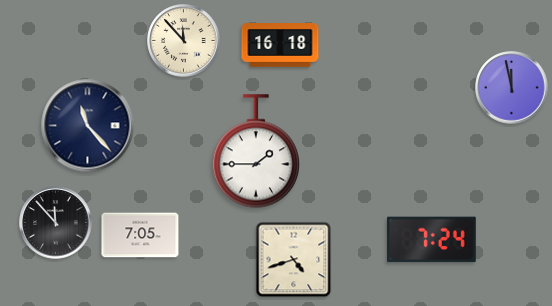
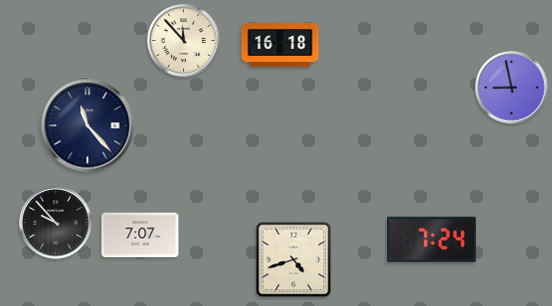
clock at (512, 88): 11:58 -> 8:58
clock at (255, 151): 1:45 -> none
clock at (56, 223): 11:53 -> 9:53
clock at (140, 235): 7:05 -> 7:07
